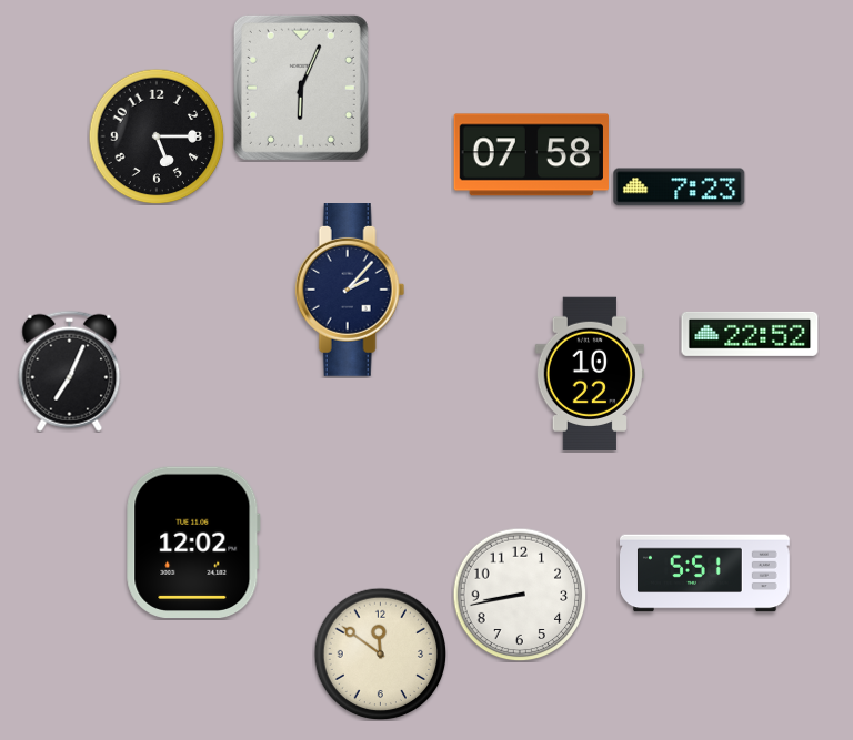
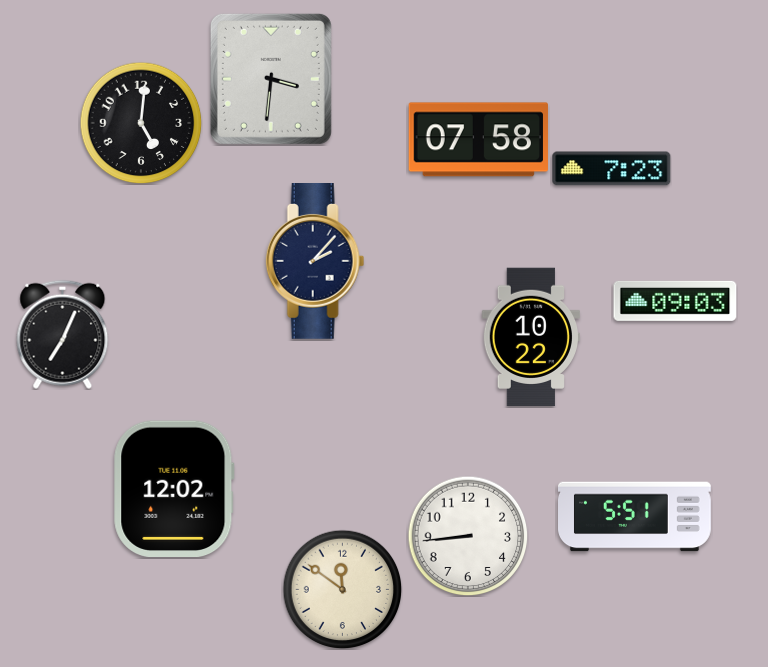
clock at (301, 88): 6:04 -> 3:31
clock at (157, 136): 5:15 -> 5:01
clock at (750, 334): 22:52 -> 09:03
clock at (520, 595): 8:43 -> 8:44
